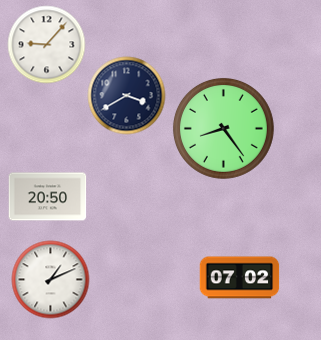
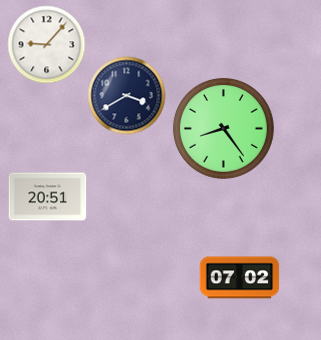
clock at (47, 197): 20:50 -> 20:51
clock at (50, 279): 1:11 -> none
